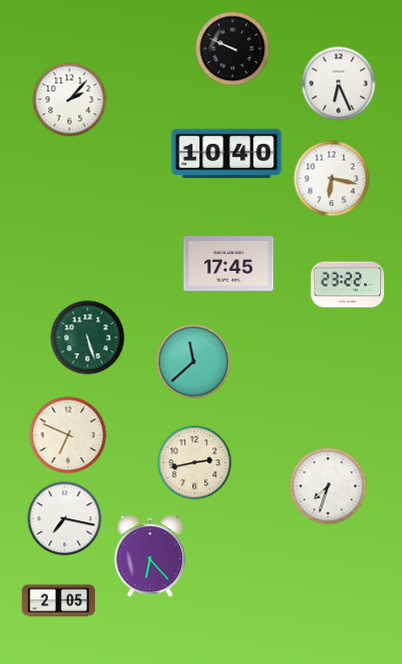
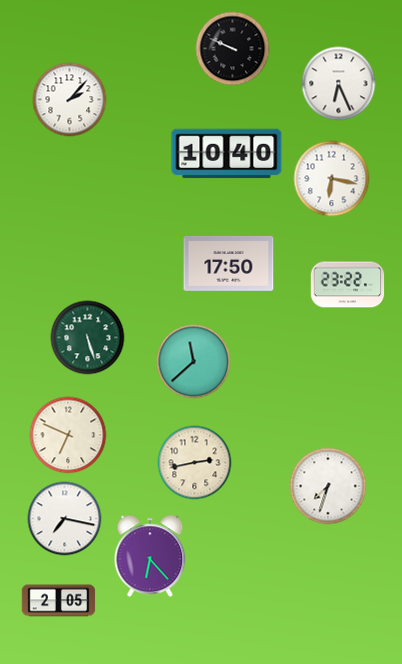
clock at (229, 263): 17:45 -> 17:50
